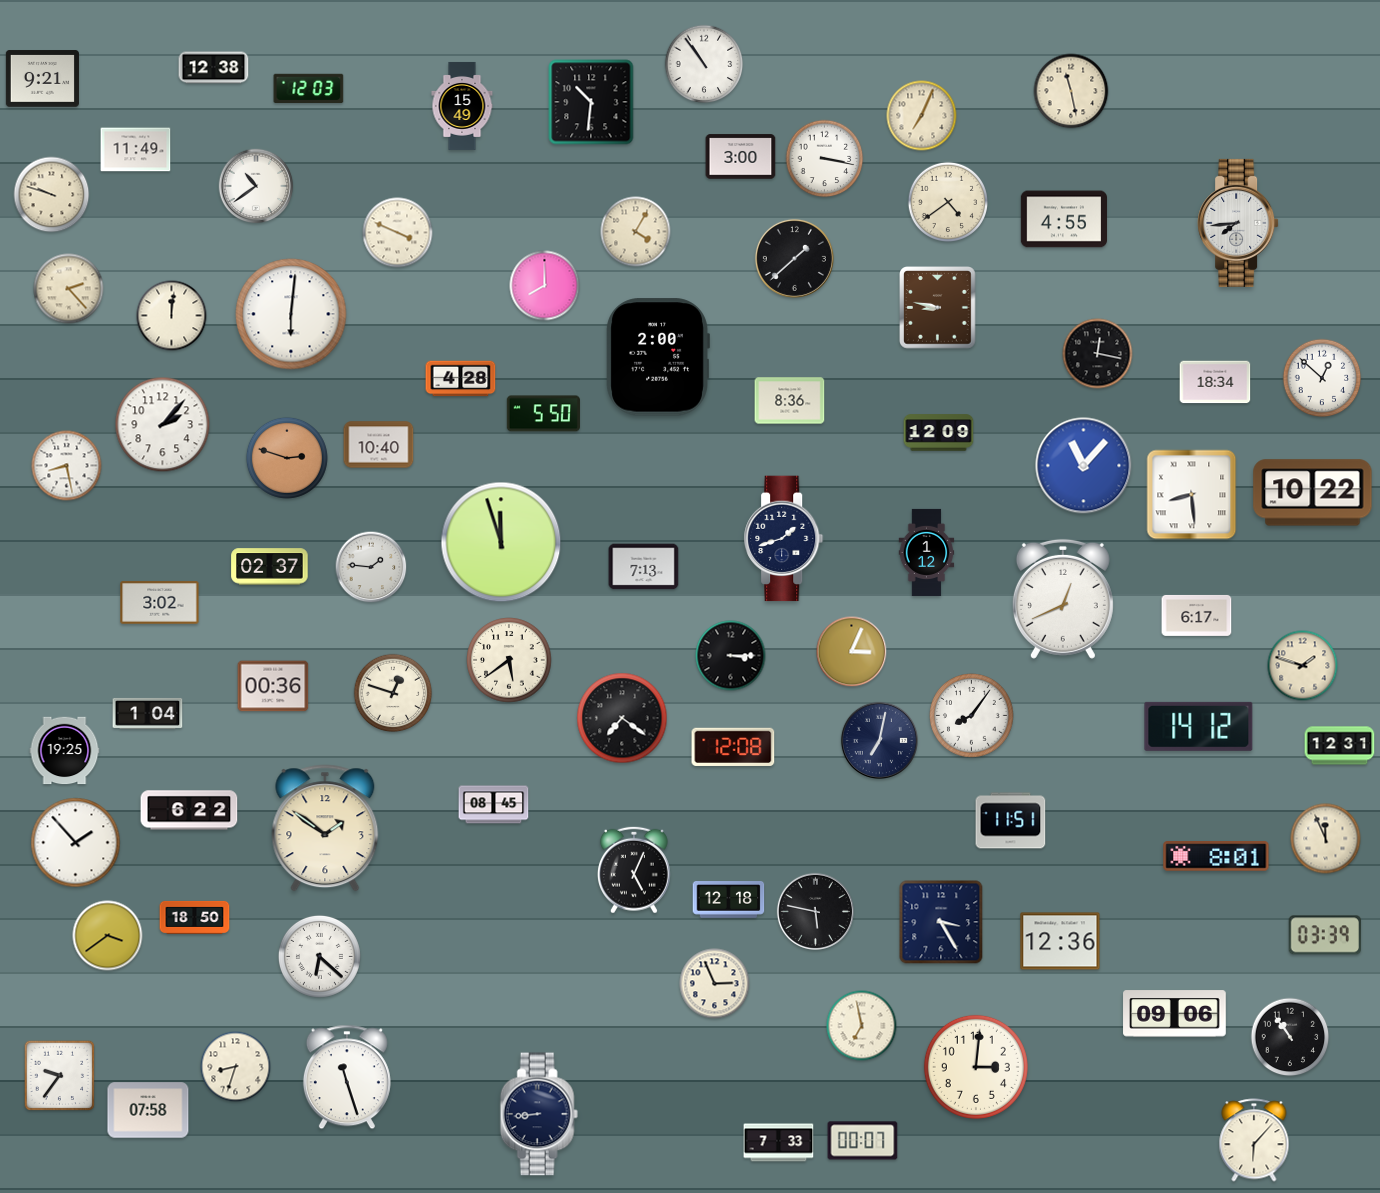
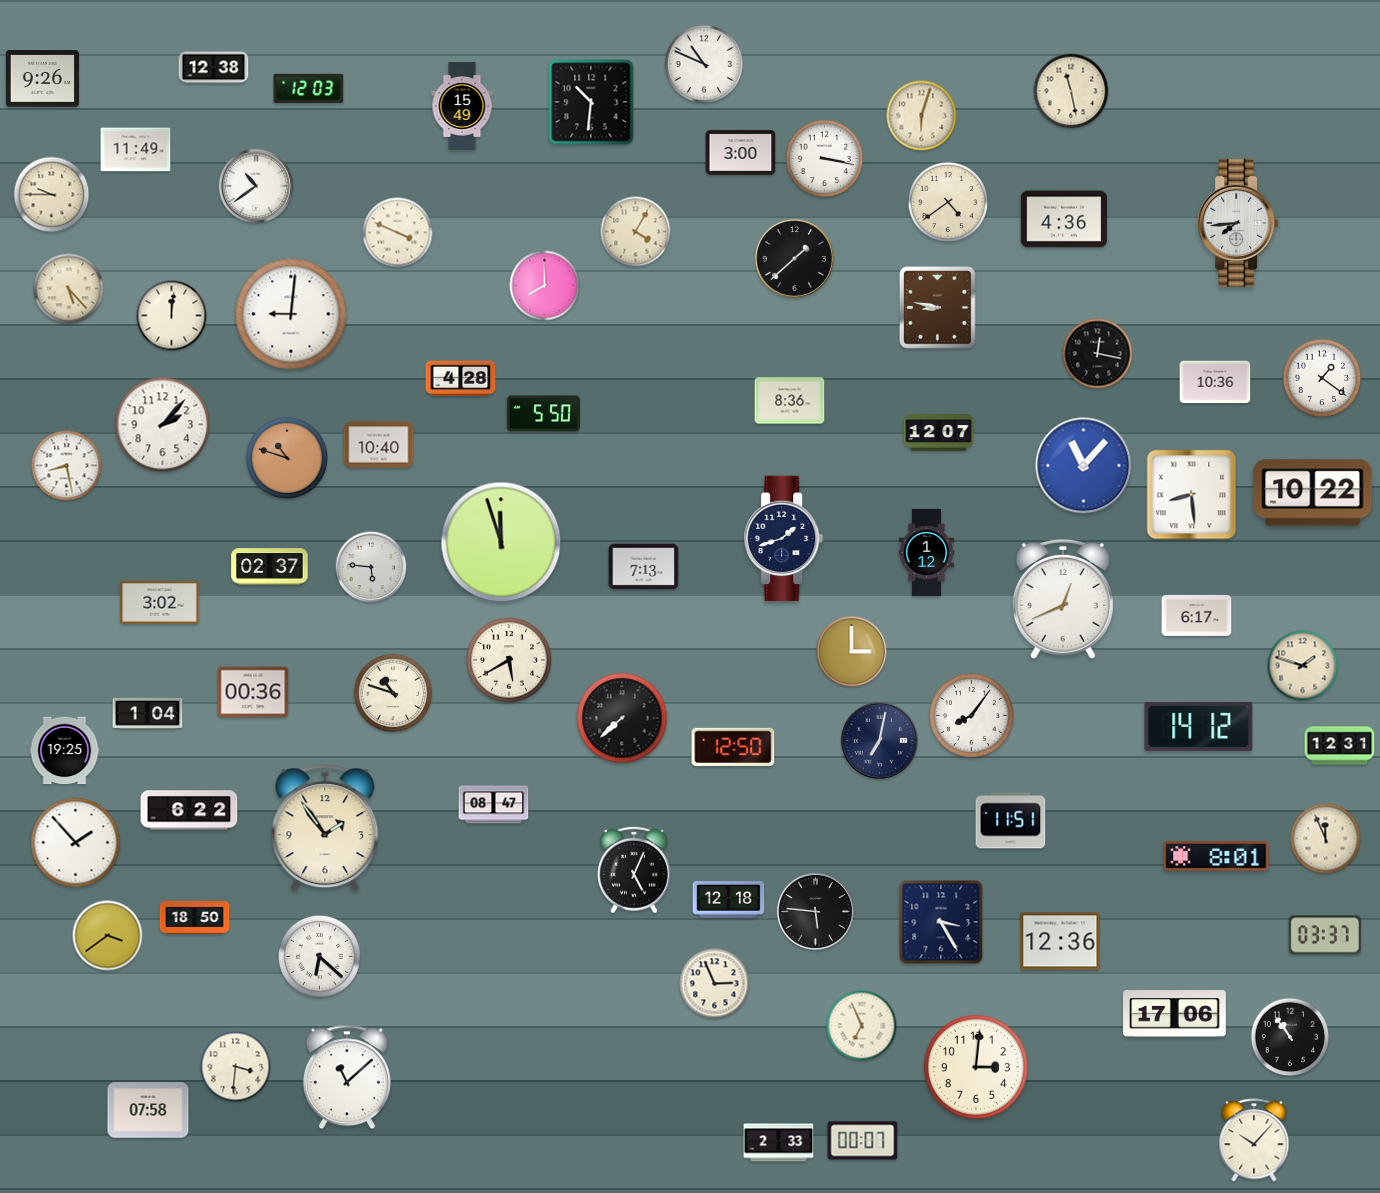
clock at (704, 64): 10:54 -> 10:49
clock at (42, 79): 9:21 -> 9:26
clock at (922, 116): 7:04 -> 6:03
clock at (741, 157) position: (741, 157) -> (741, 153)
clock at (52, 195): 9:48 -> 9:45
clock at (1063, 219): 4:55 -> 4:36
clock at (69, 289): 2:23 -> 5:23
clock at (291, 314): 6:01 -> 9:01
clock at (658, 357): 2:00 -> none
clock at (1322, 378): 12:52 -> 1:21
clock at (1215, 382): 18:34 -> 10:36
clock at (939, 433): 12:09 -> 12:07
clock at (287, 458): 2:48 -> 10:48
clock at (371, 567): 1:46 -> 5:46
clock at (852, 652): 3:04 -> 3:00
clock at (731, 656): 3:15 -> none
clock at (509, 660): 5:39 -> 5:40
clock at (273, 686) position: (273, 686) -> (253, 692)
clock at (393, 693): 12:48 -> 10:48
clock at (622, 718): 7:21 -> 7:38
clock at (733, 747): 12:08 -> 12:50
clock at (494, 805): 08:45 -> 08:47
clock at (325, 828): 1:51 -> 1:54
clock at (815, 911): 5:47 -> 5:46
clock at (1324, 935): 03:39 -> 03:37
clock at (1175, 1014): 09:06 -> 17:06
clock at (862, 1026): 6:58 -> 6:56
clock at (236, 1067): 8:33 -> 3:31
clock at (60, 1076): 9:36 -> none
clock at (347, 1077): 11:27 -> 11:08
clock at (539, 1114): 8:44 -> none
clock at (1254, 1140): 6:07 -> 10:07
clock at (779, 1143): 7:33 -> 2:33
